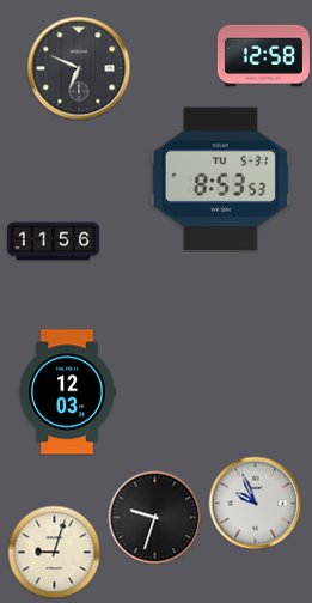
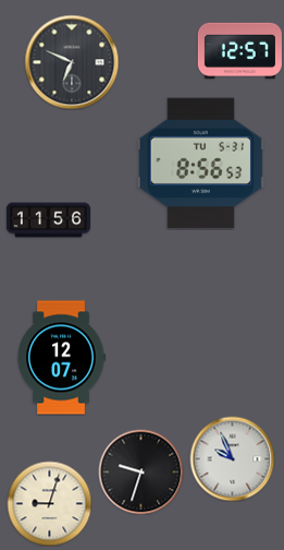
clock at (263, 56): 12:58 -> 12:57
clock at (220, 179): 8:53 -> 8:56
clock at (67, 392): 12:03 -> 12:07
